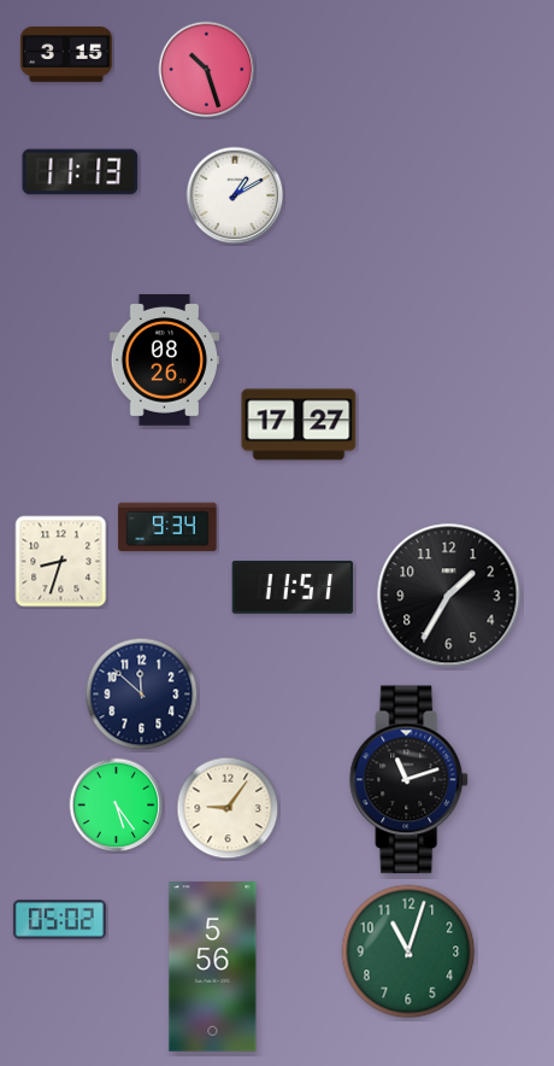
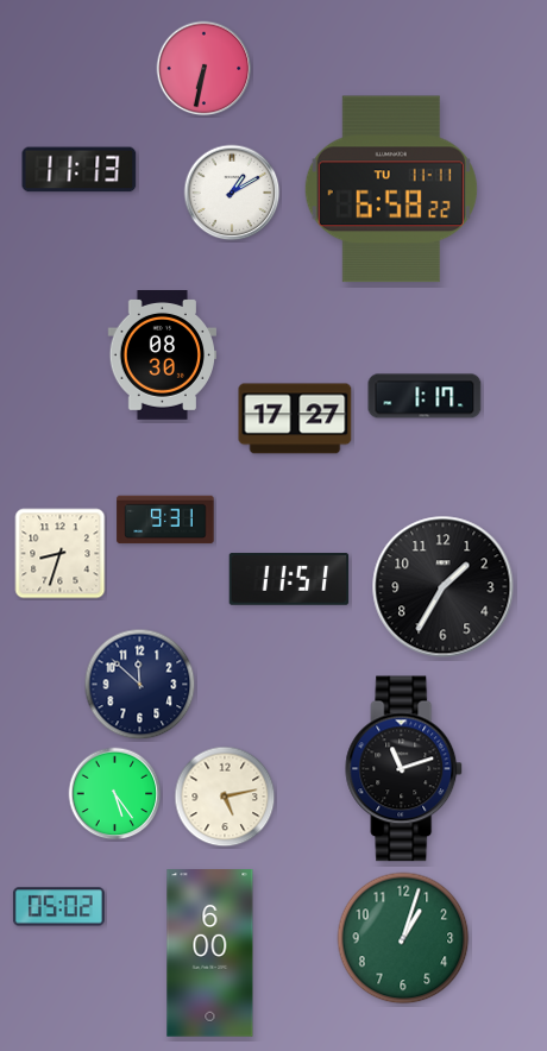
clock at (66, 55): 3:15 -> none
clock at (207, 70): 10:27 -> 6:32
clock at (391, 189): none -> 6:58
clock at (165, 361): 08:26 -> 08:30
clock at (425, 396): none -> 1:17
clock at (167, 527): 9:34 -> 9:31
clock at (228, 808): 9:06 -> 5:13
clock at (408, 951): 11:03 -> 1:03
clock at (213, 967): 5:56 -> 6:00
